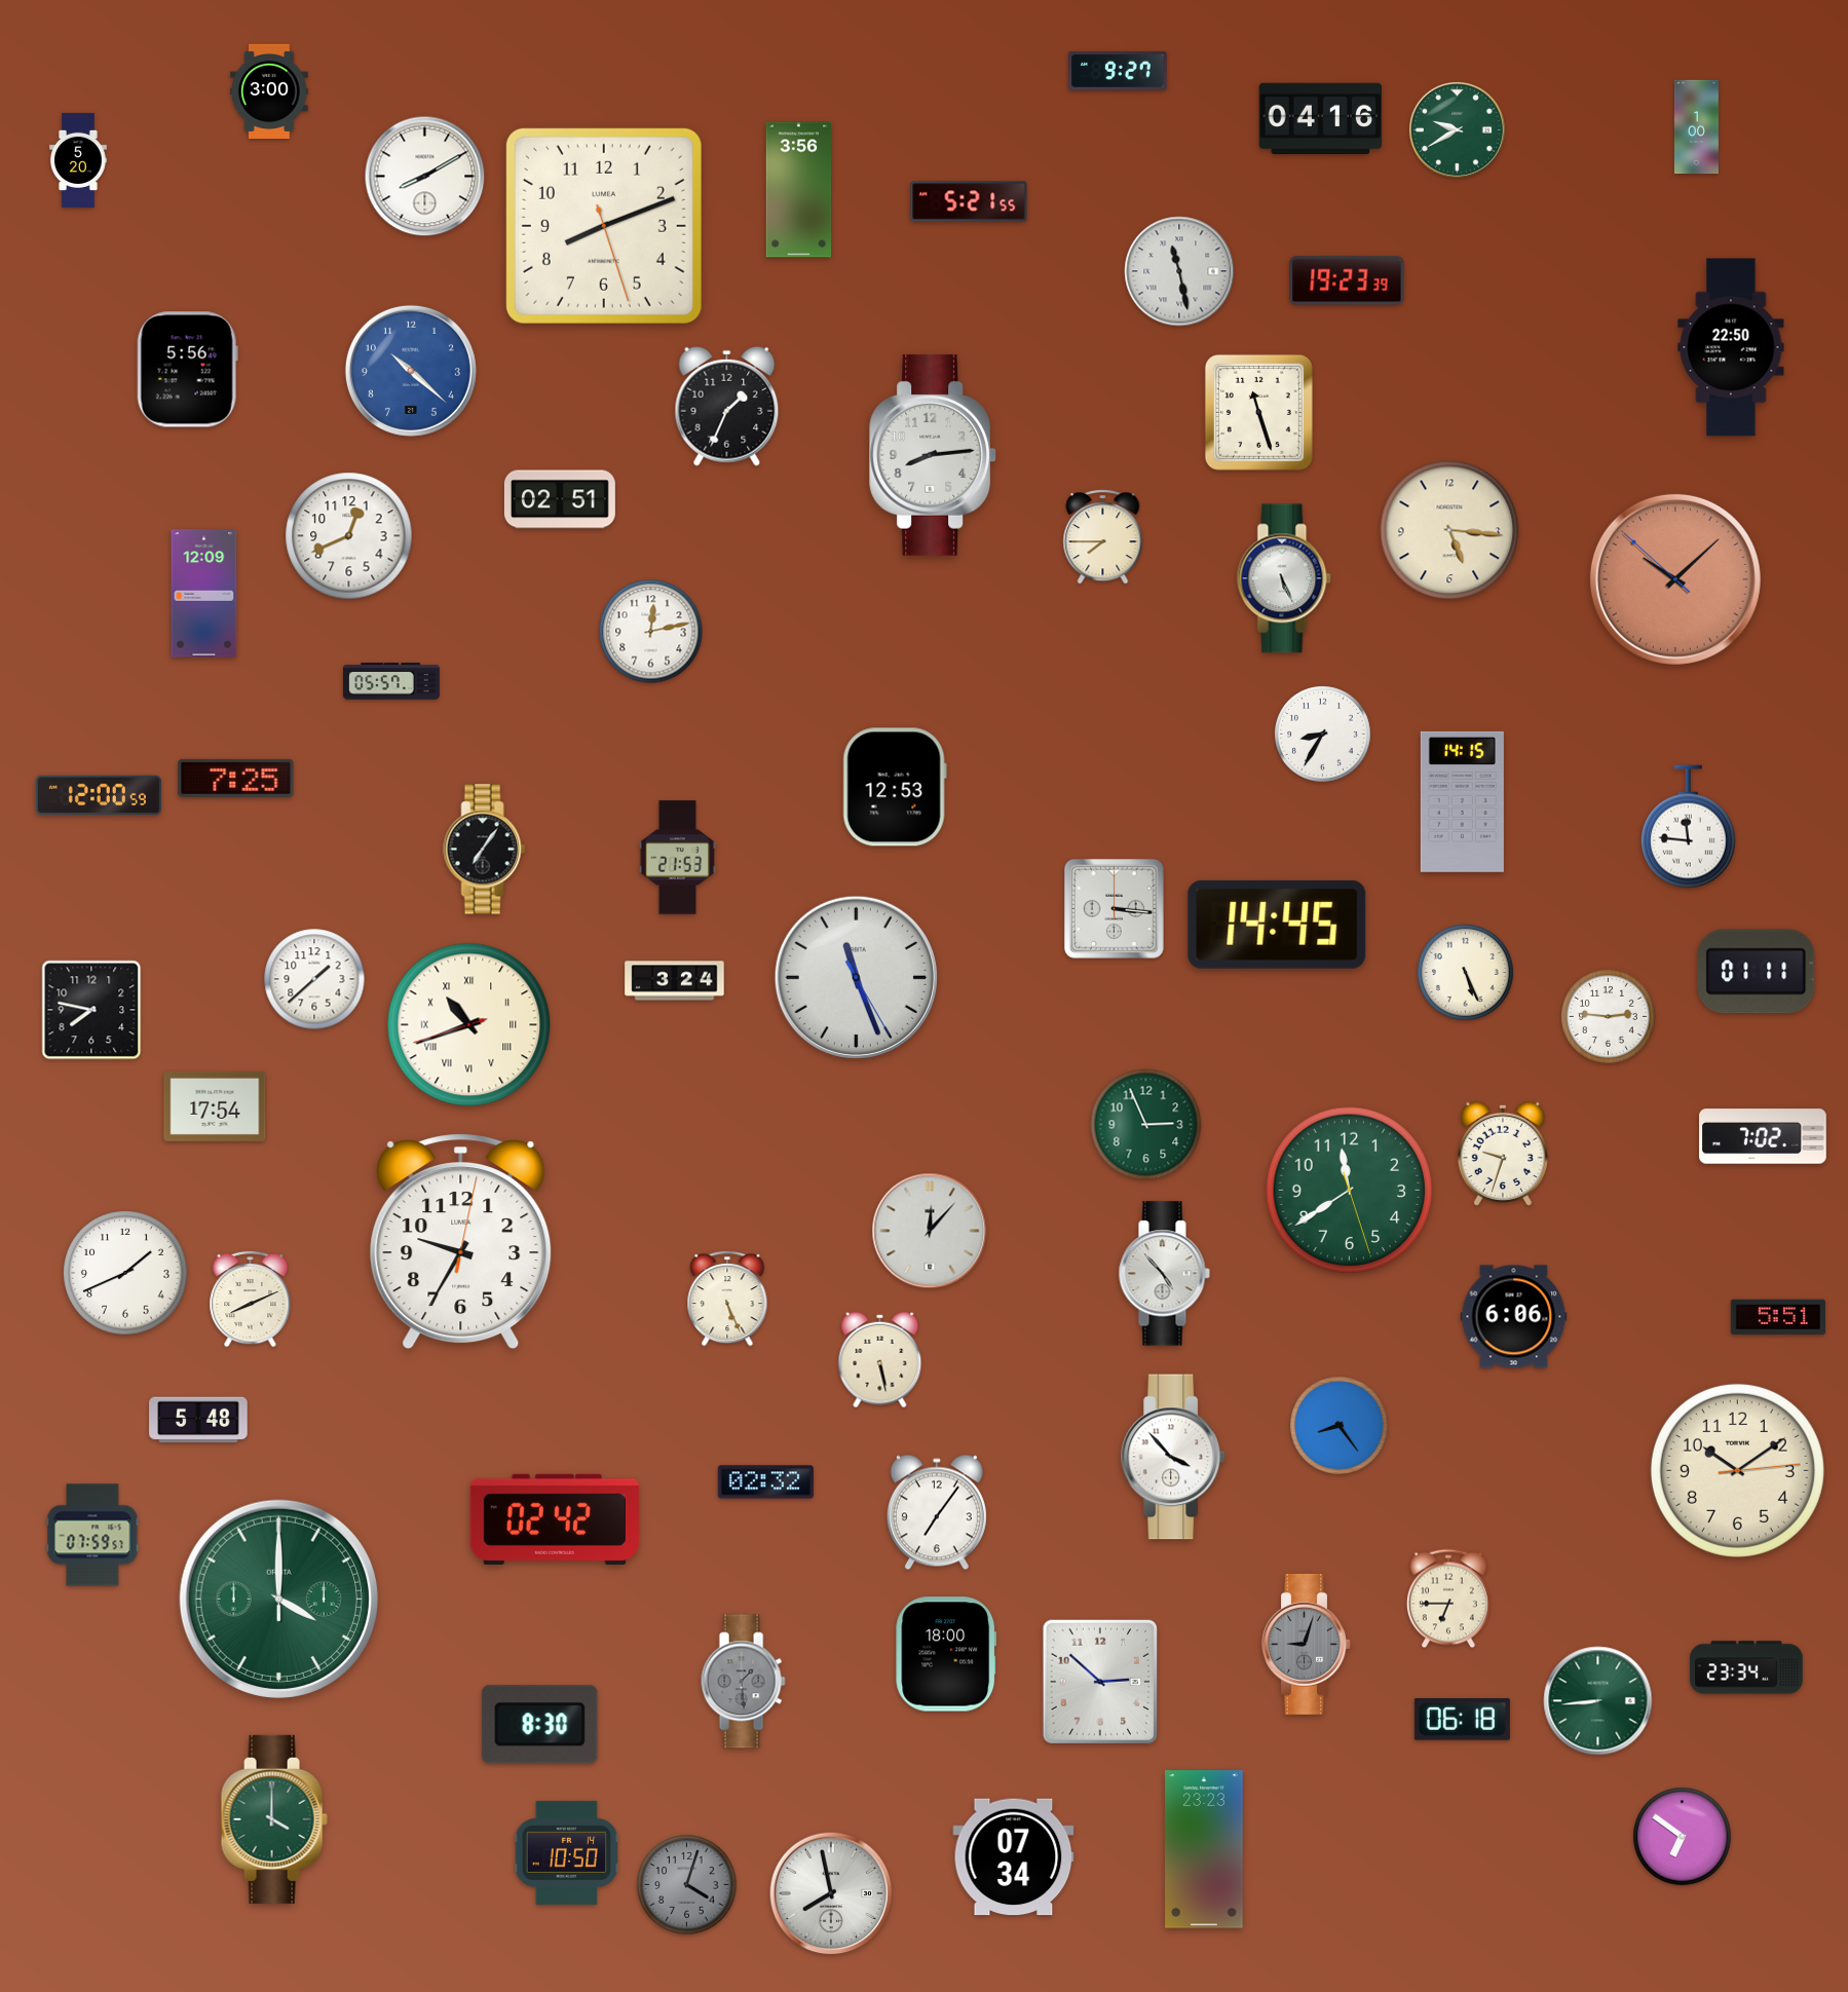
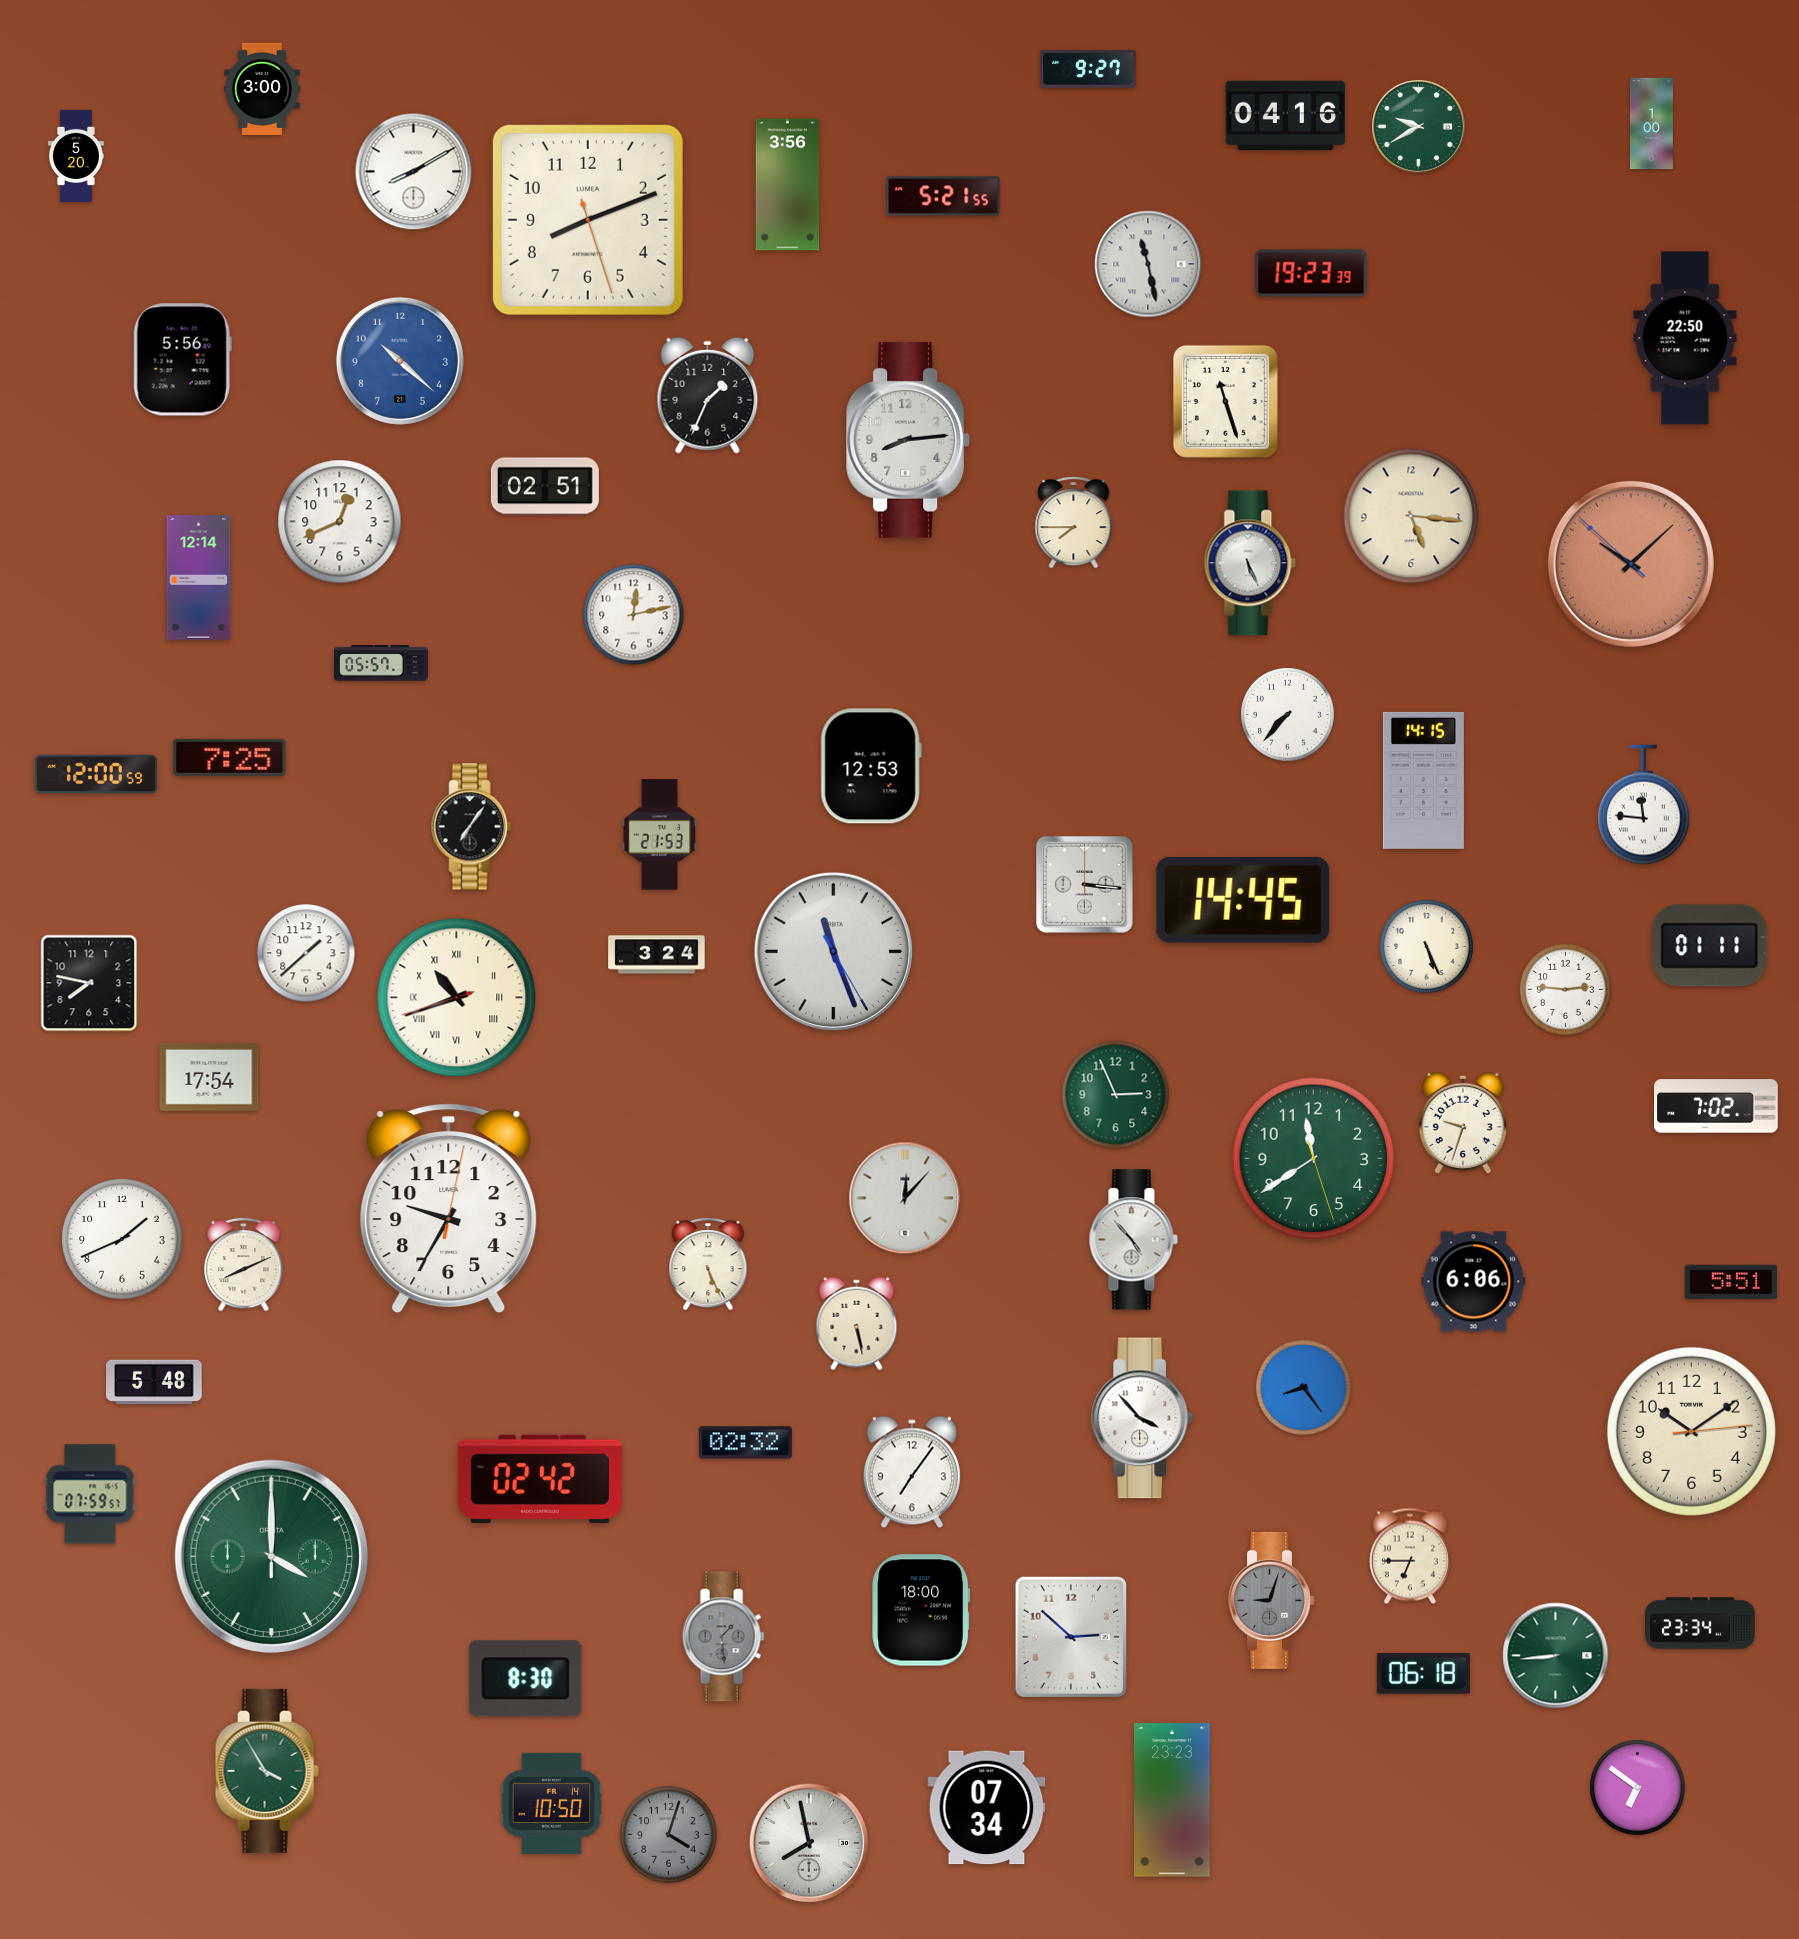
clock at (799, 190) position: (799, 190) -> (788, 185)
clock at (934, 455) position: (934, 455) -> (909, 440)
clock at (204, 594): 12:09 -> 12:14
clock at (1323, 735): 8:35 -> 7:37
clock at (198, 1420) position: (198, 1420) -> (154, 1382)
clock at (274, 1819): 4:00 -> 3:55
